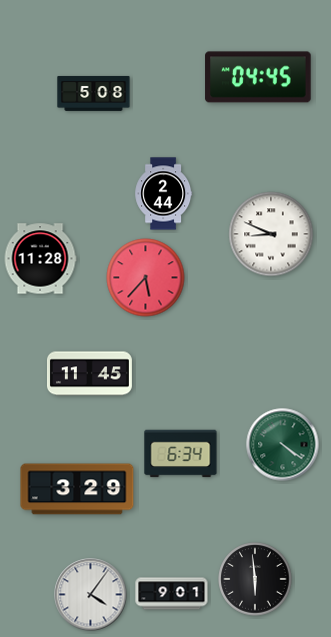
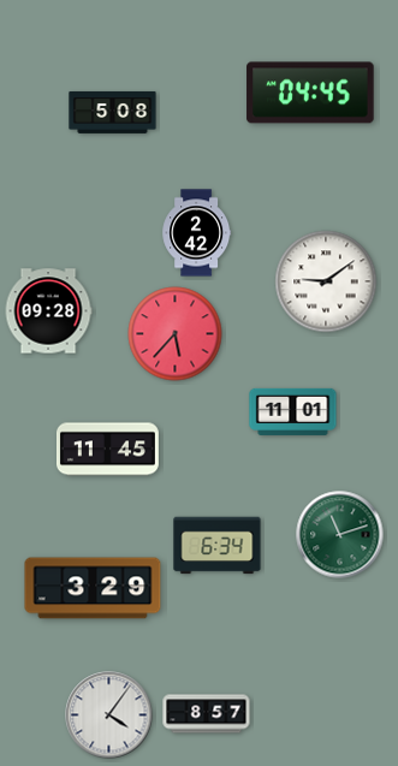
clock at (164, 194): 2:44 -> 2:42
clock at (271, 234): 8:49 -> 9:09
clock at (40, 259): 11:28 -> 09:28
clock at (293, 411): none -> 11:01
clock at (283, 445): 4:21 -> 11:12
clock at (255, 579): 5:59 -> none
clock at (172, 594): 9:01 -> 8:57
